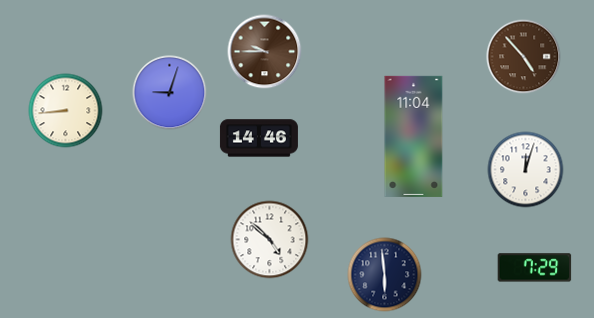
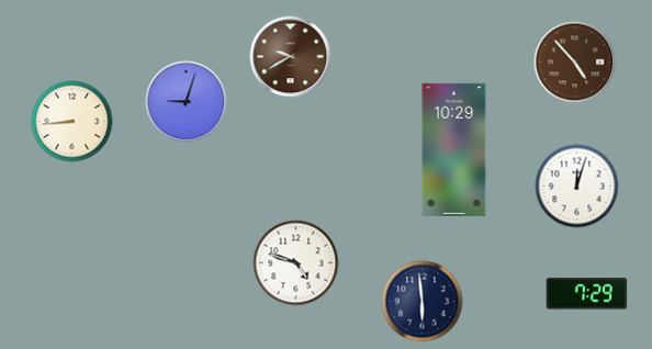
clock at (265, 52): 9:45 -> 9:40
clock at (414, 136): 11:04 -> 10:29
clock at (259, 138): 14:46 -> none
clock at (270, 240): 4:52 -> 4:48
